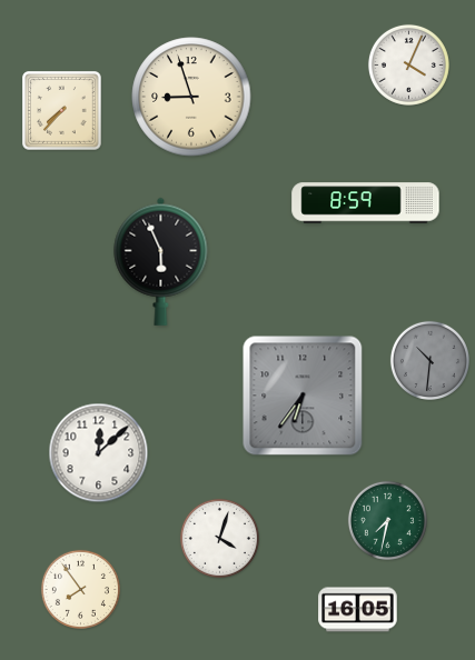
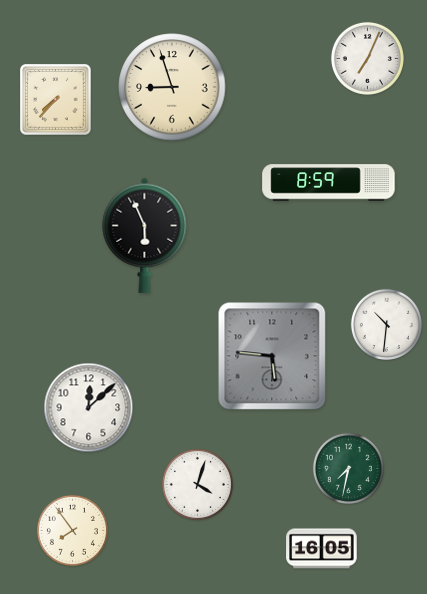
clock at (408, 64): 4:04 -> 7:04
clock at (429, 360) dial: grey -> white
clock at (303, 396): 6:36 -> 5:46
